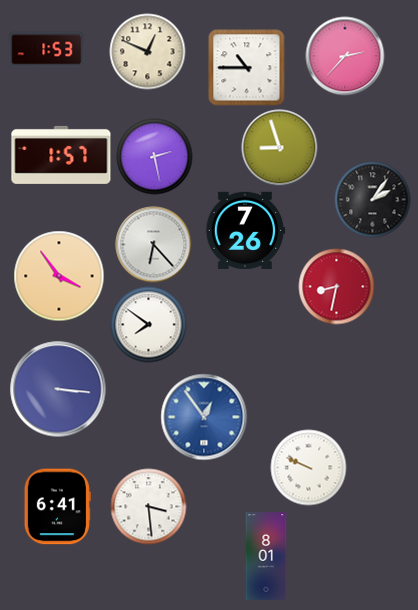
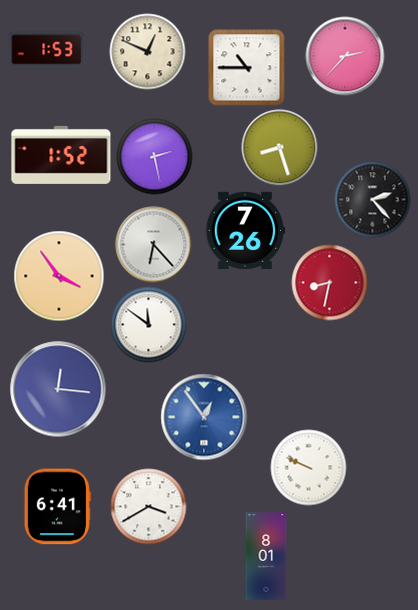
clock at (280, 148): 8:57 -> 8:27
clock at (61, 155): 1:57 -> 1:52
clock at (373, 200): 2:06 -> 2:23
clock at (337, 287) position: (337, 287) -> (330, 283)
clock at (149, 325): 7:51 -> 11:51
clock at (58, 389): 3:16 -> 12:16
clock at (149, 507): 3:29 -> 3:40
